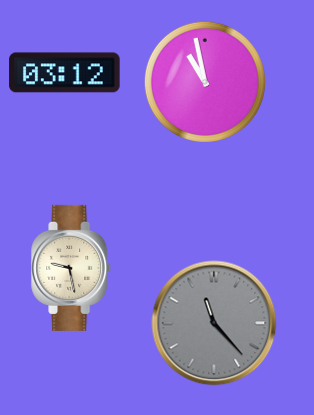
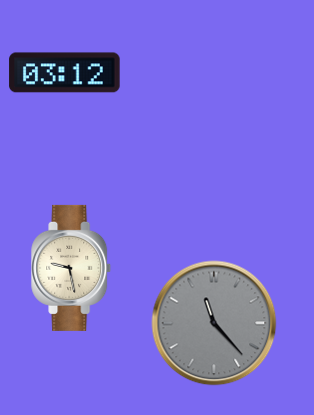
clock at (205, 82): 10:58 -> none
